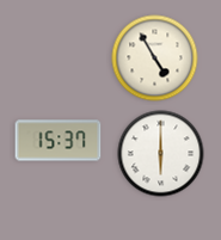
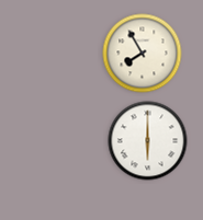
clock at (155, 59): 4:55 -> 7:55
clock at (59, 141): 15:37 -> none
